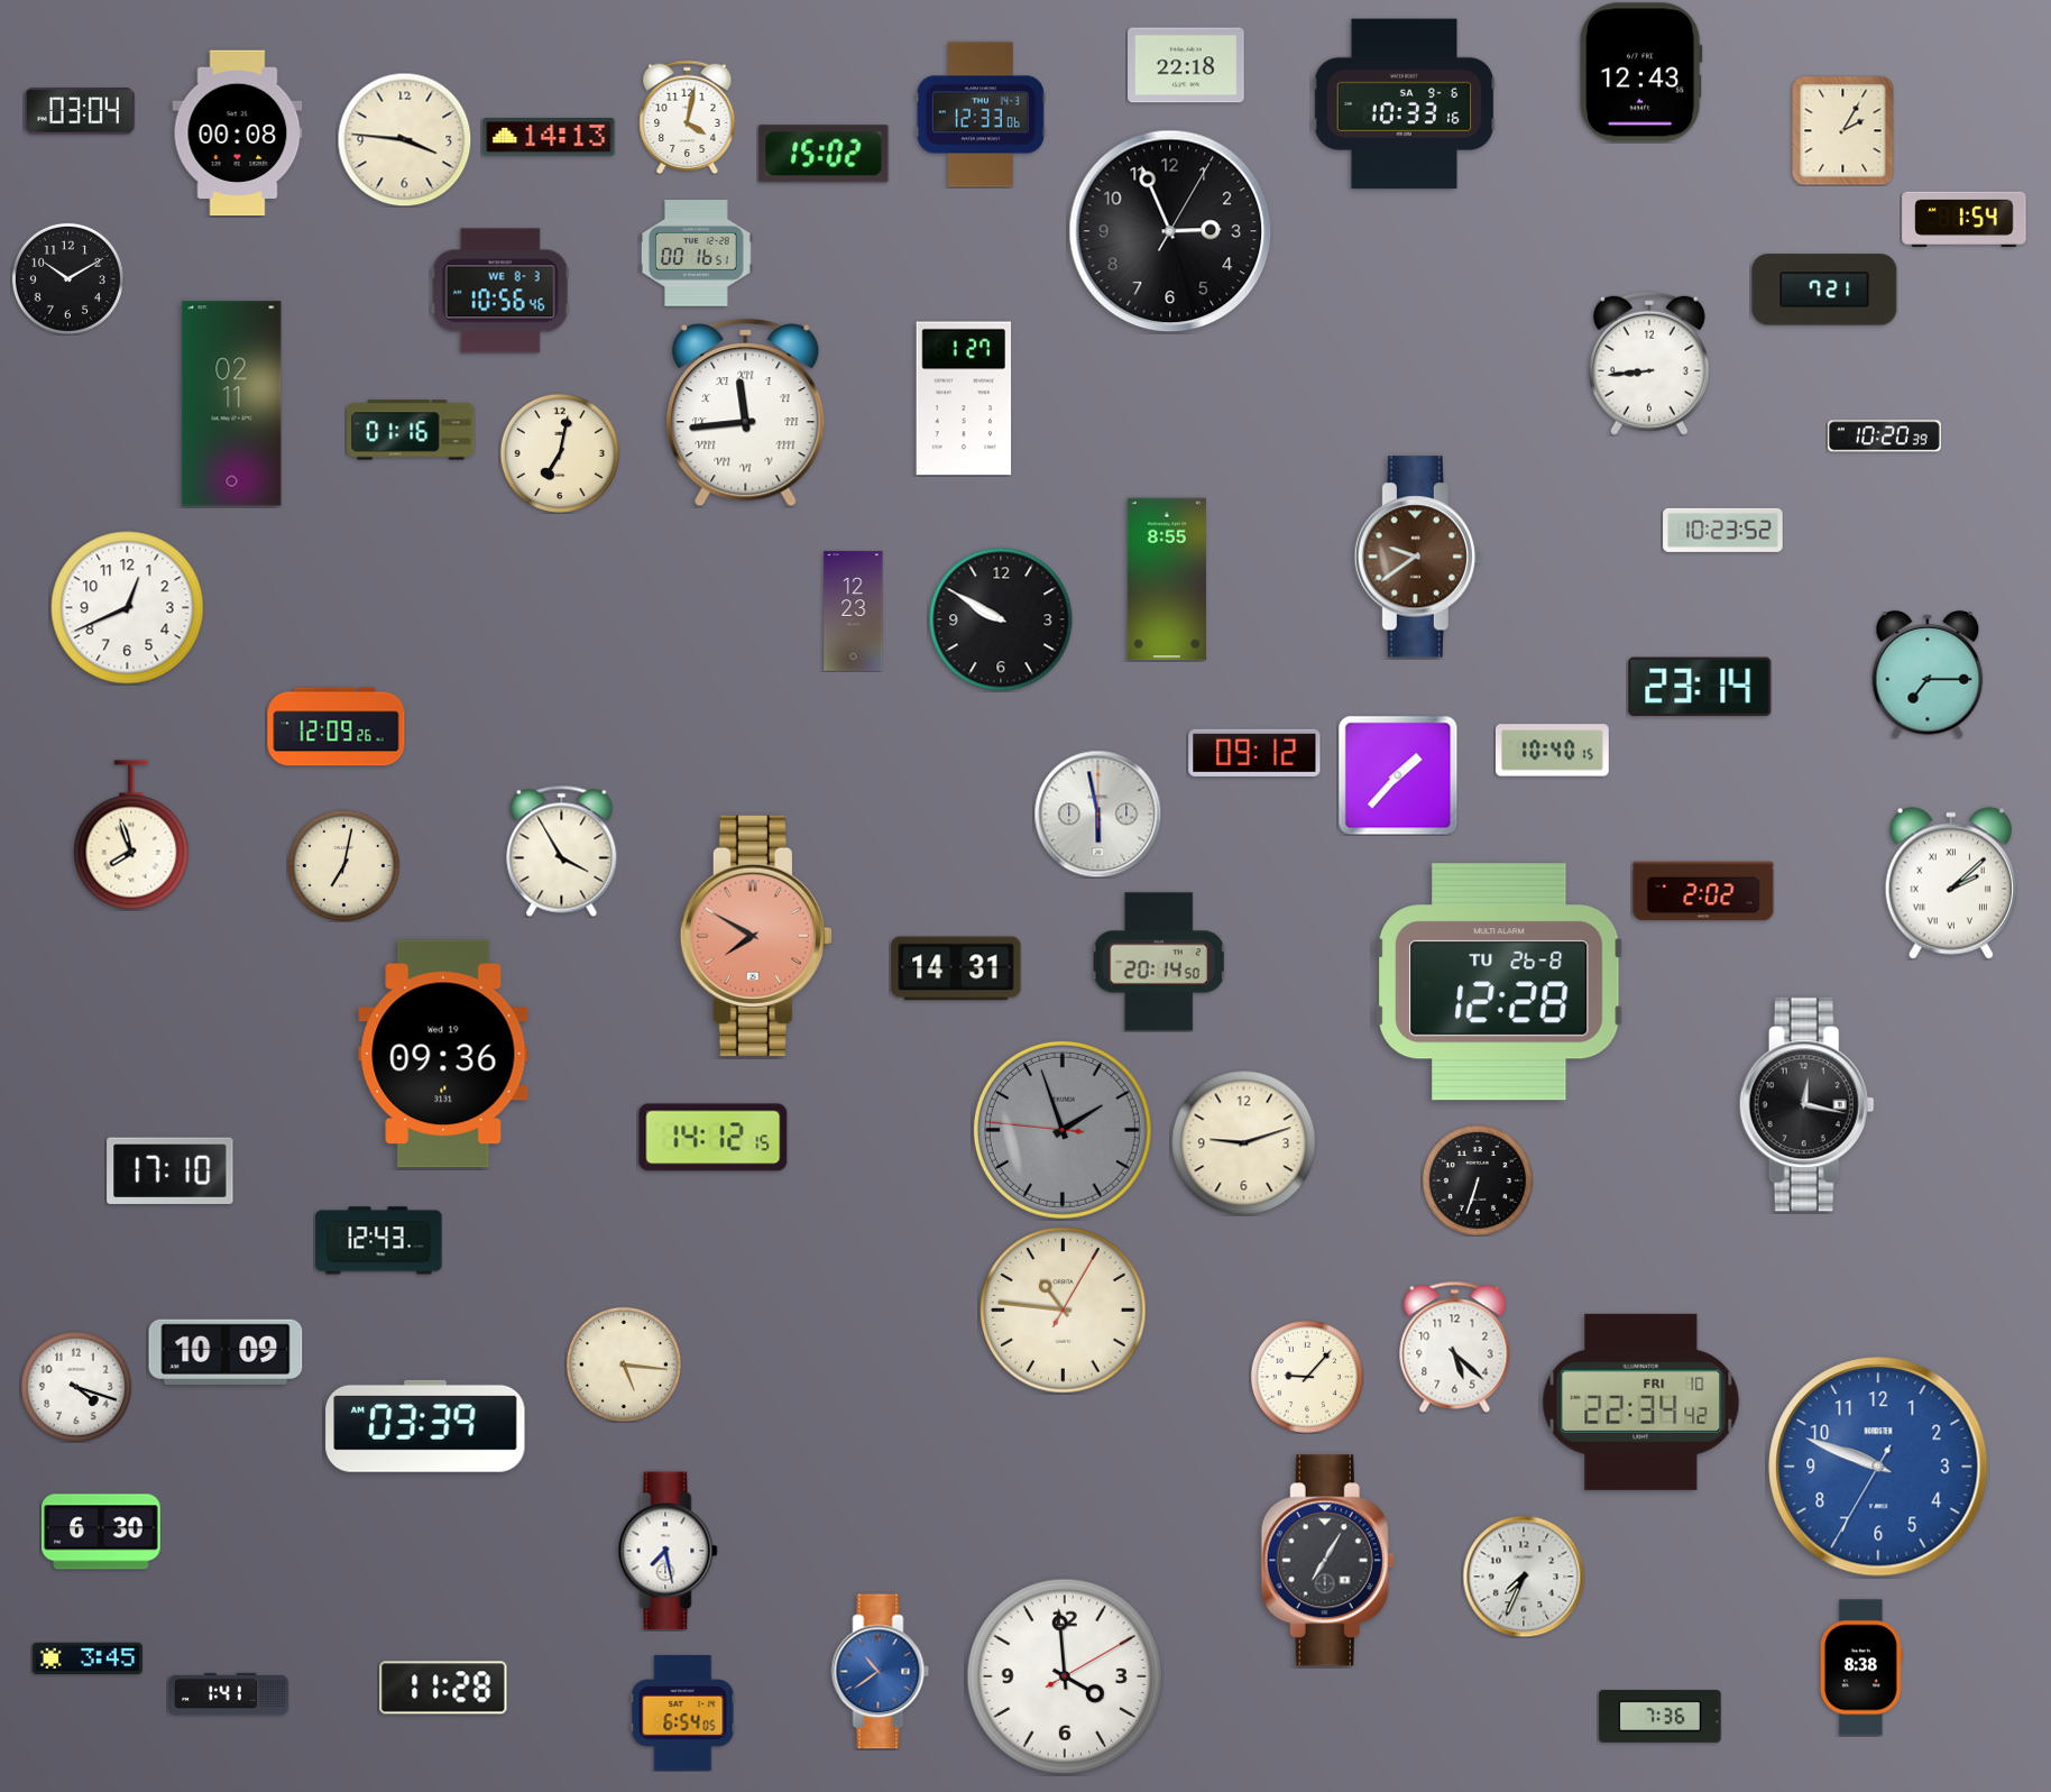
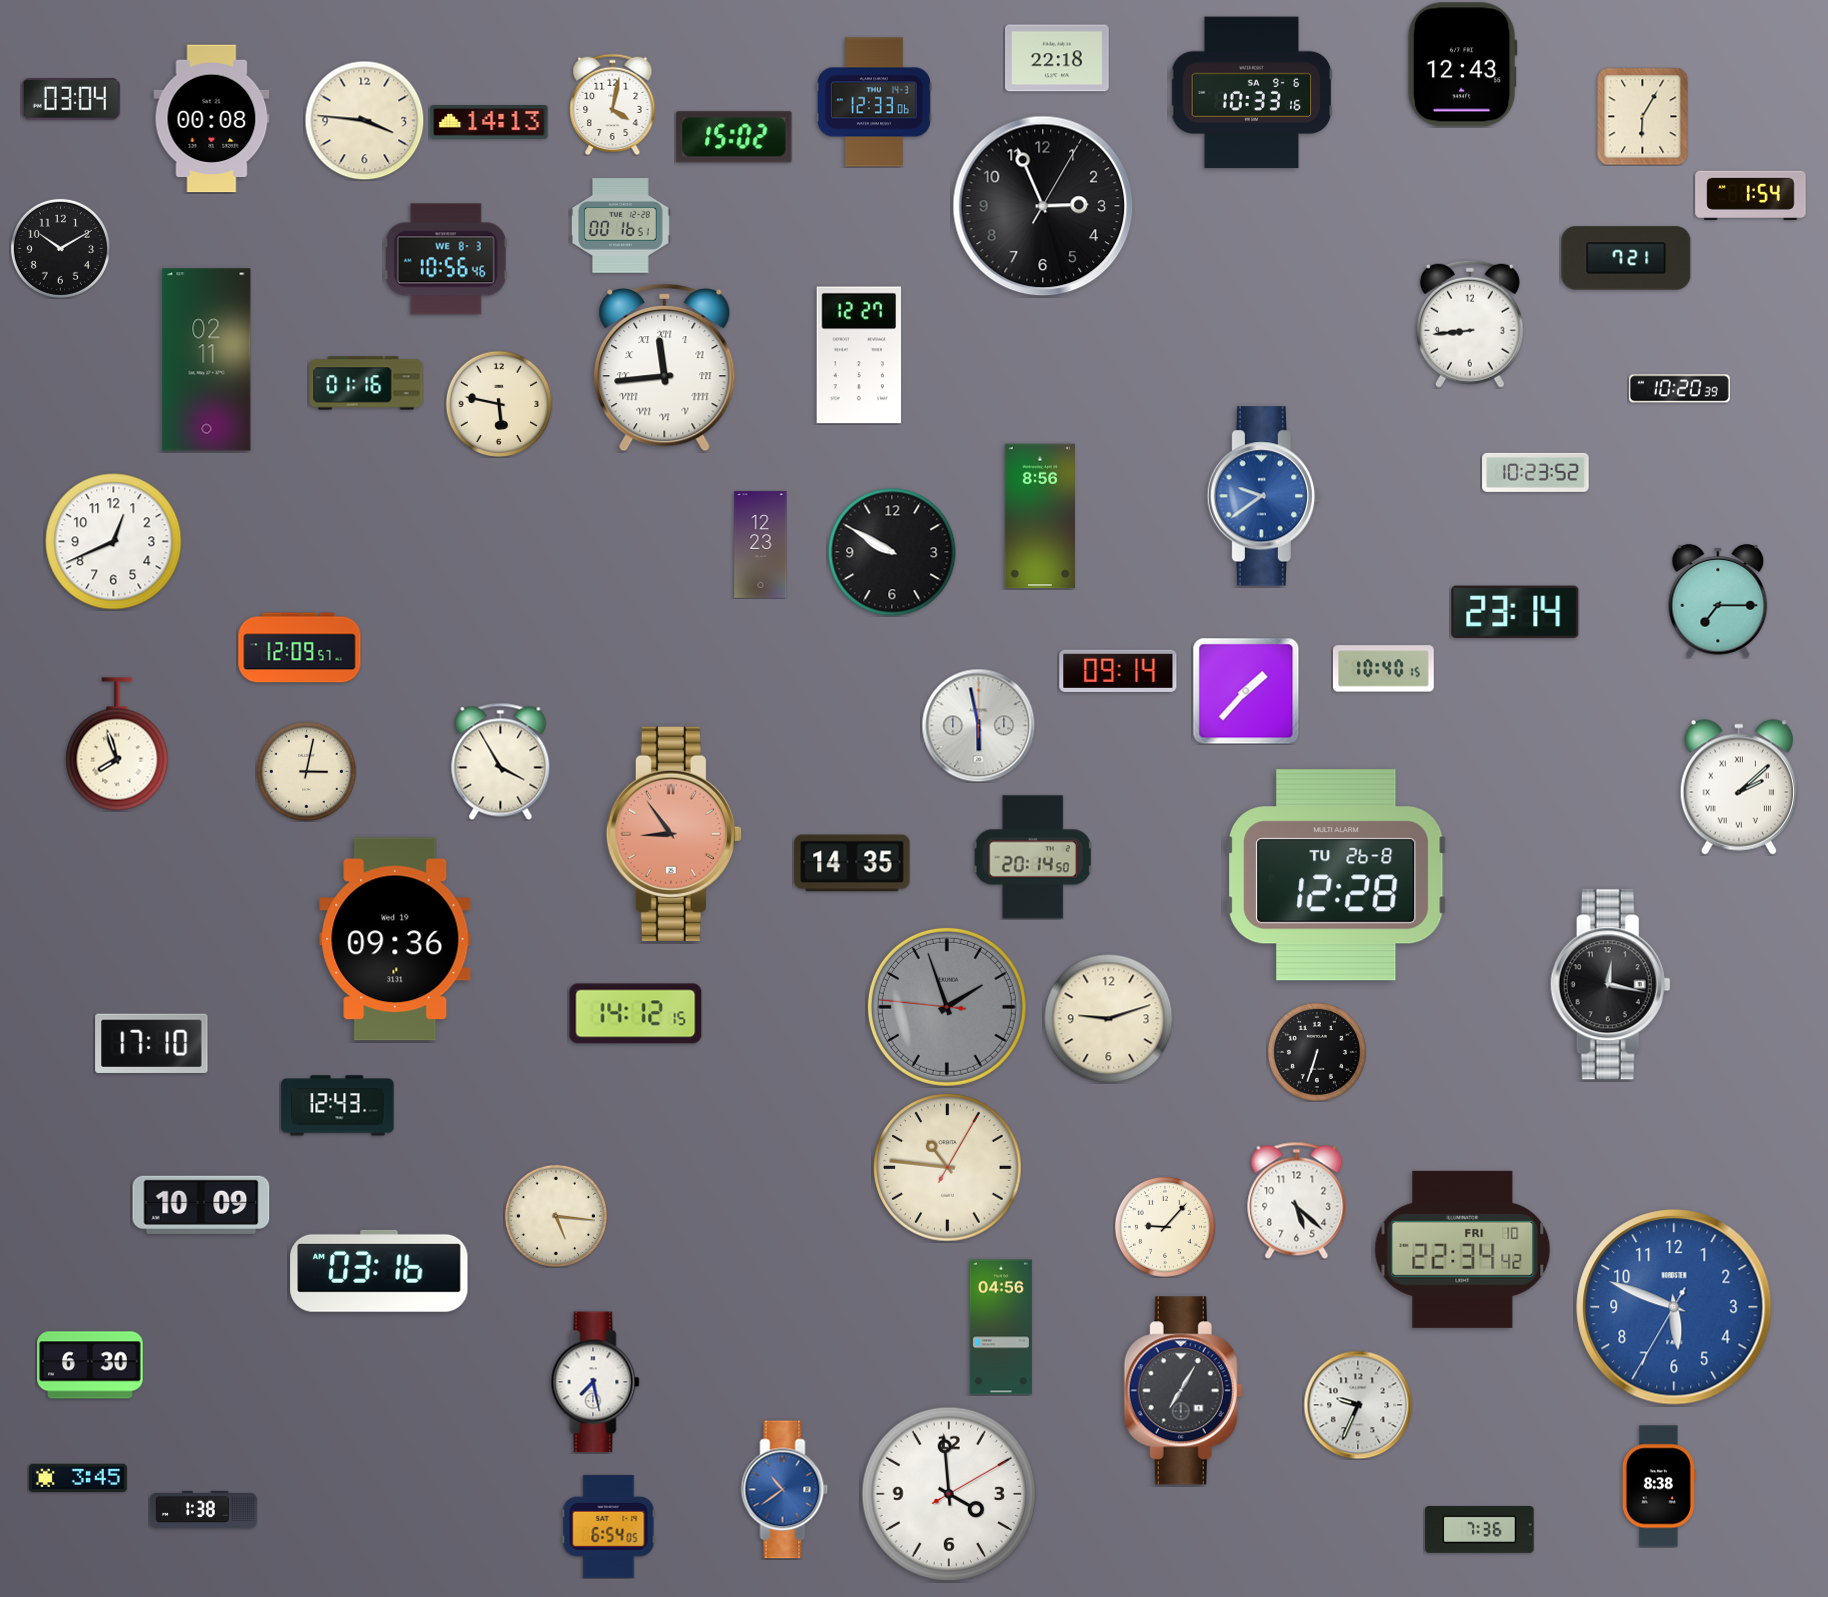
clock at (1843, 130): 2:05 -> 6:05
clock at (404, 139) position: (404, 139) -> (364, 120)
clock at (964, 398): 1:27 -> 12:27
clock at (559, 452): 7:02 -> 5:47
clock at (1417, 557) dial: brown -> blue
clock at (1167, 579): 8:55 -> 8:56
clock at (337, 727): 12:09:26 -> 12:09:57
clock at (1254, 753): 09:12 -> 09:14
clock at (562, 851) position: (562, 851) -> (501, 761)
clock at (343, 865): 7:02 -> 3:02
clock at (1703, 891): 2:02 -> none
clock at (756, 936): 7:50 -> 8:54
clock at (956, 968): 14:31 -> 14:35
clock at (76, 1387): 4:18 -> none
clock at (425, 1426): 03:39 -> 03:16
clock at (1878, 1467): 9:48 -> 5:48
clock at (1001, 1327): none -> 04:56
clock at (1524, 1577): 7:34 -> 9:34
clock at (443, 1688): 11:28 -> none
clock at (229, 1693): 1:41 -> 1:38
